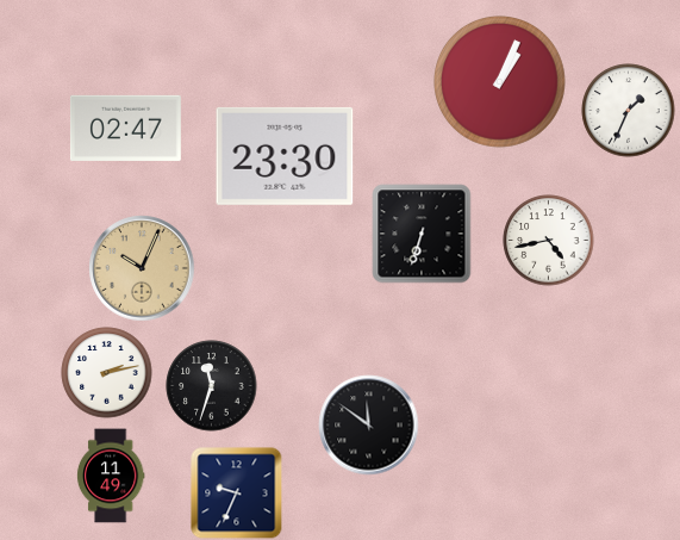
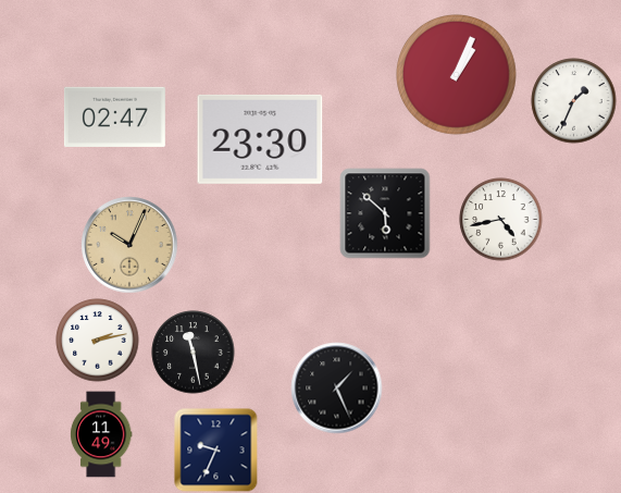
clock at (285, 156) position: (285, 156) -> (260, 139)
clock at (422, 234): 6:33 -> 5:52
clock at (212, 386): 11:33 -> 11:28
clock at (369, 426): 11:51 -> 1:26
